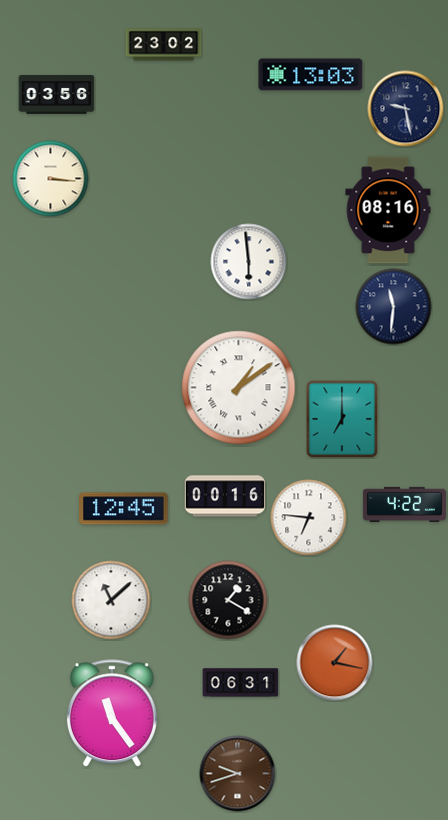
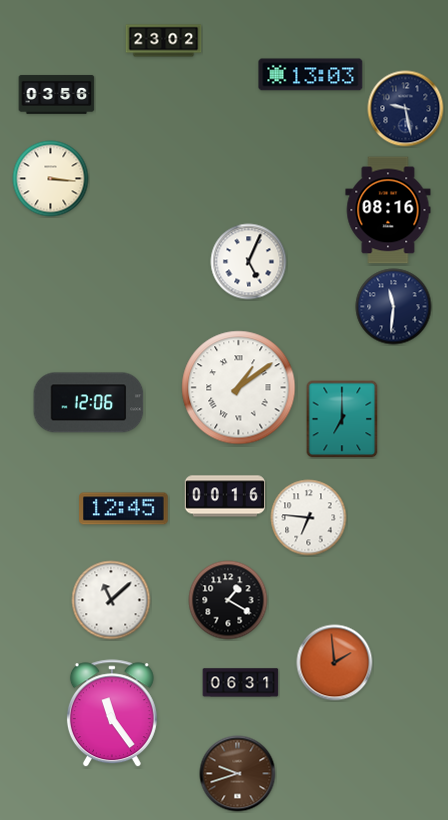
clock at (164, 45) position: (164, 45) -> (164, 41)
clock at (249, 262): 5:59 -> 5:04
clock at (89, 403): none -> 12:06
clock at (404, 504): 4:22 -> none
clock at (335, 663): 1:17 -> 1:59
